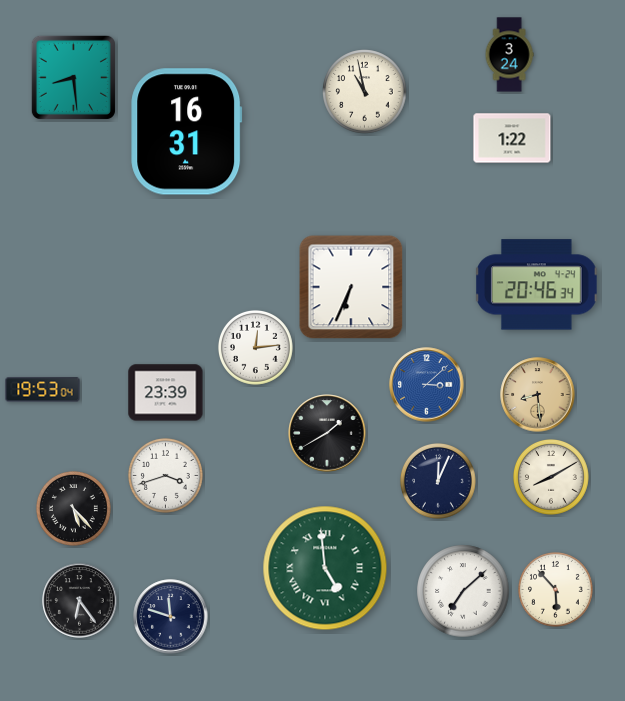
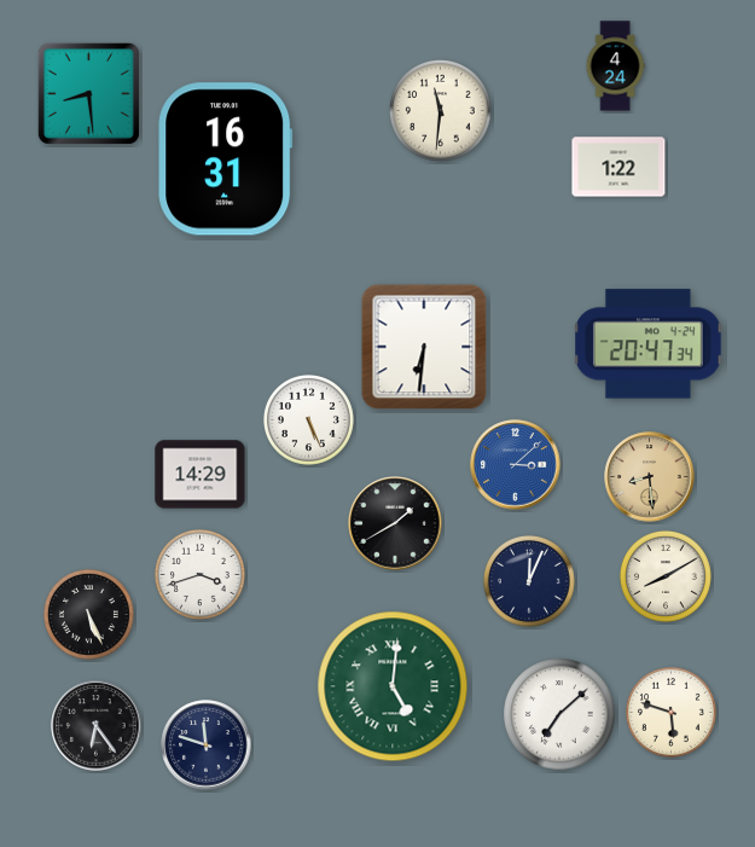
clock at (509, 55): 3:24 -> 4:24
clock at (365, 92): 10:58 -> 11:31
clock at (537, 285): 20:46 -> 20:47
clock at (351, 287): 6:34 -> 6:31
clock at (255, 347): 12:14 -> 5:26
clock at (43, 390): 19:53 -> none
clock at (166, 393): 23:39 -> 14:29
clock at (73, 508): 5:23 -> 5:26
clock at (325, 568): 4:59 -> 5:01
clock at (555, 589): 5:53 -> 5:48
